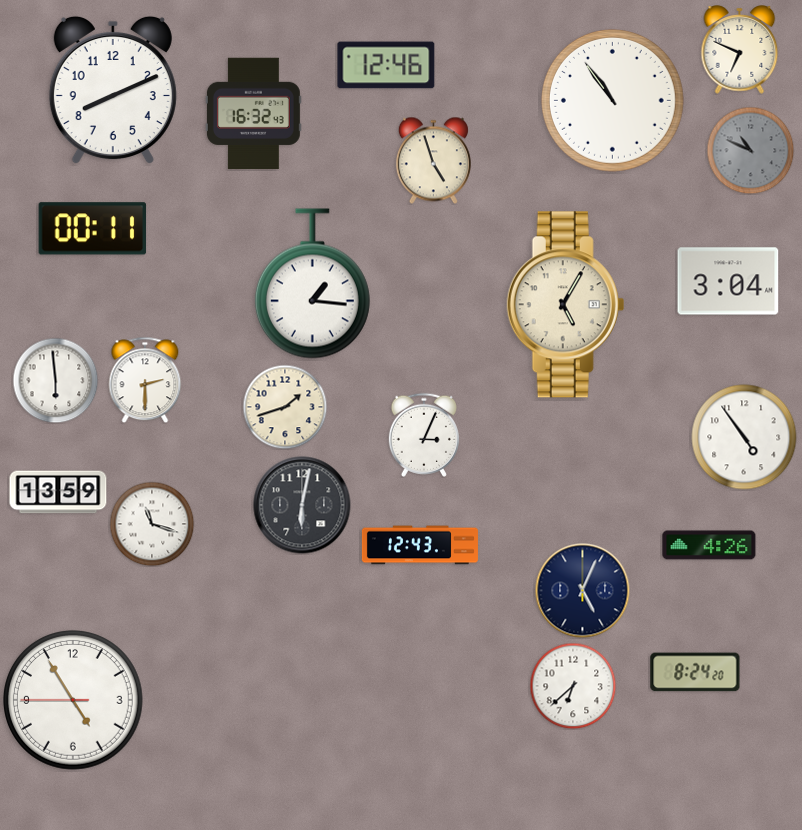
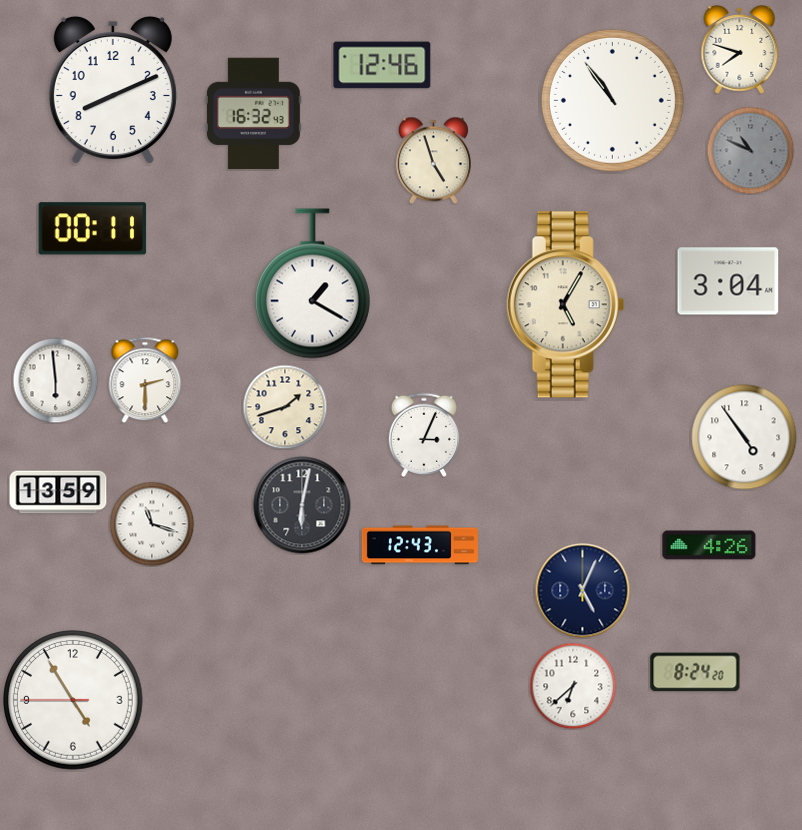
clock at (740, 50): 6:49 -> 7:48
clock at (386, 65) position: (386, 65) -> (382, 65)
clock at (312, 284): 1:16 -> 1:20
